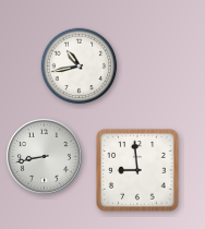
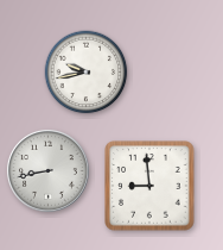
clock at (80, 67): 10:43 -> 9:43
